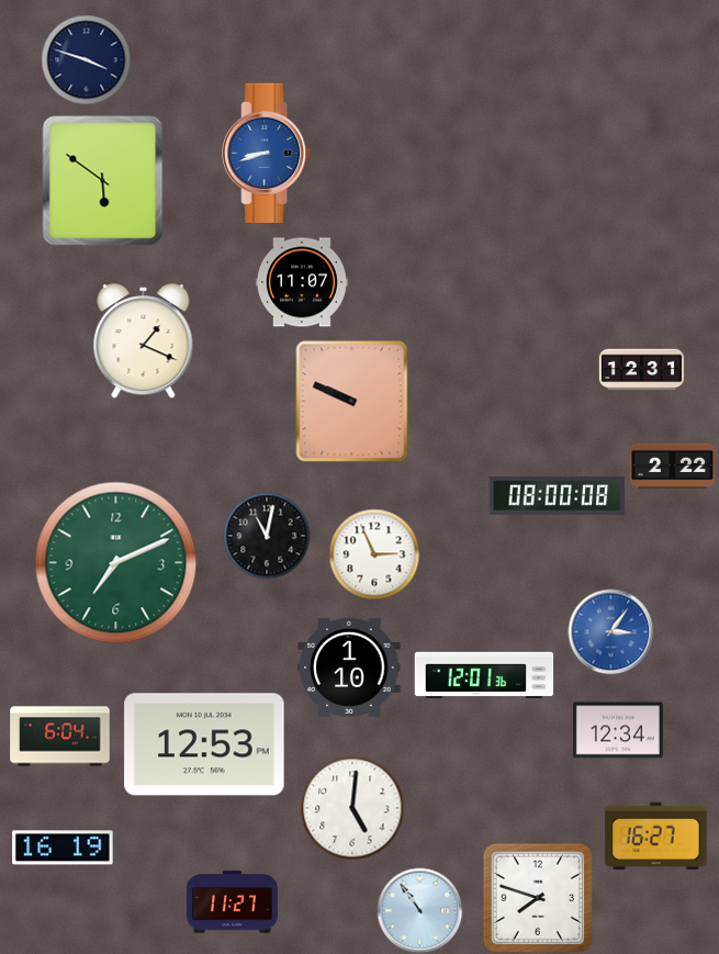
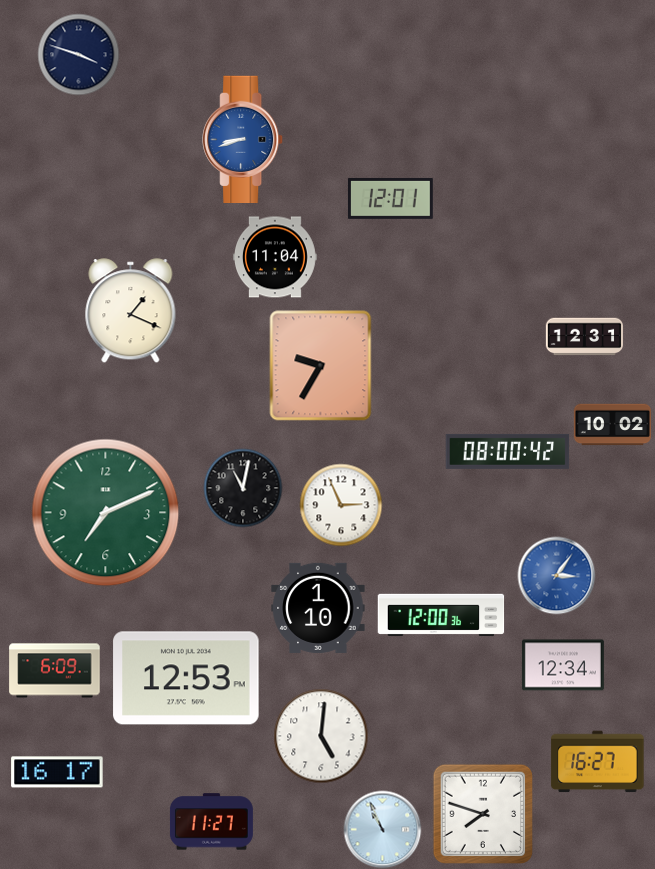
clock at (103, 181): 5:51 -> none
clock at (390, 198): none -> 12:01
clock at (302, 282): 11:07 -> 11:04
clock at (352, 402): 9:49 -> 9:35
clock at (672, 467): 2:22 -> 10:02
clock at (558, 495): 08:00:08 -> 08:00:42
clock at (484, 674): 12:01 -> 12:00
clock at (60, 737): 6:04 -> 6:09
clock at (63, 848): 16:19 -> 16:17
clock at (537, 897) position: (537, 897) -> (482, 813)
clock at (419, 910): 10:54 -> 10:56
